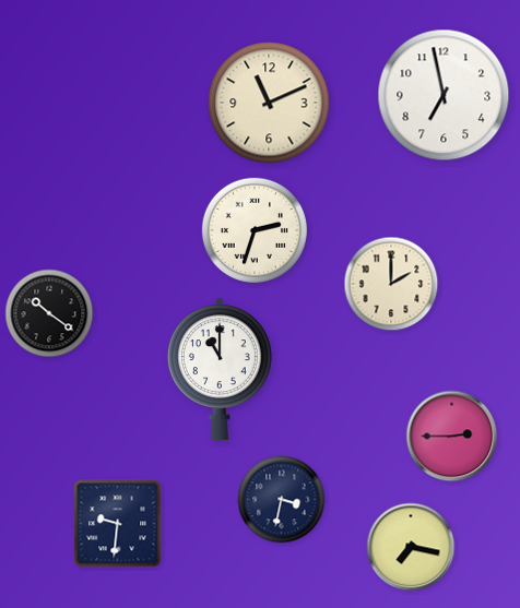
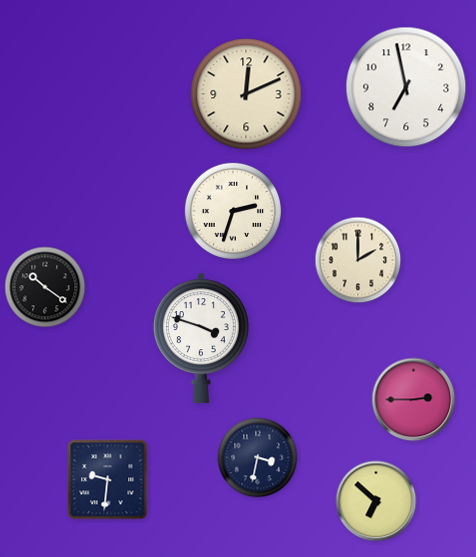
clock at (269, 103): 11:11 -> 12:11
clock at (220, 368): 11:00 -> 3:48
clock at (411, 547): 7:17 -> 6:52
